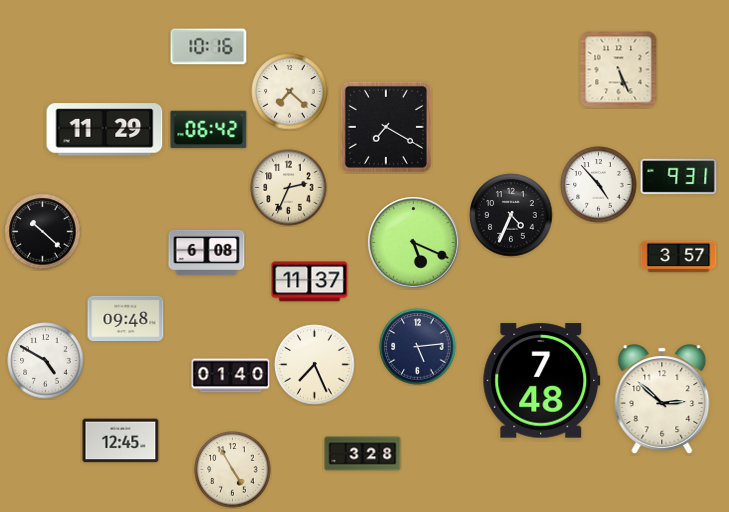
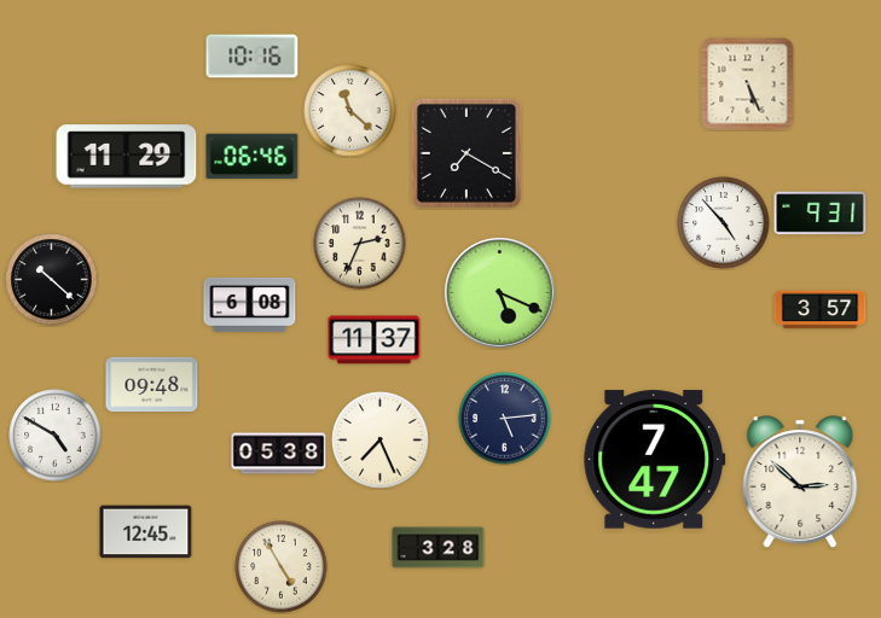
clock at (290, 92): 7:22 -> 11:22
clock at (209, 130): 06:42 -> 06:46
clock at (289, 188) position: (289, 188) -> (360, 244)
clock at (511, 215): 4:34 -> none
clock at (231, 376): 01:40 -> 05:38
clock at (542, 381): 7:48 -> 7:47
